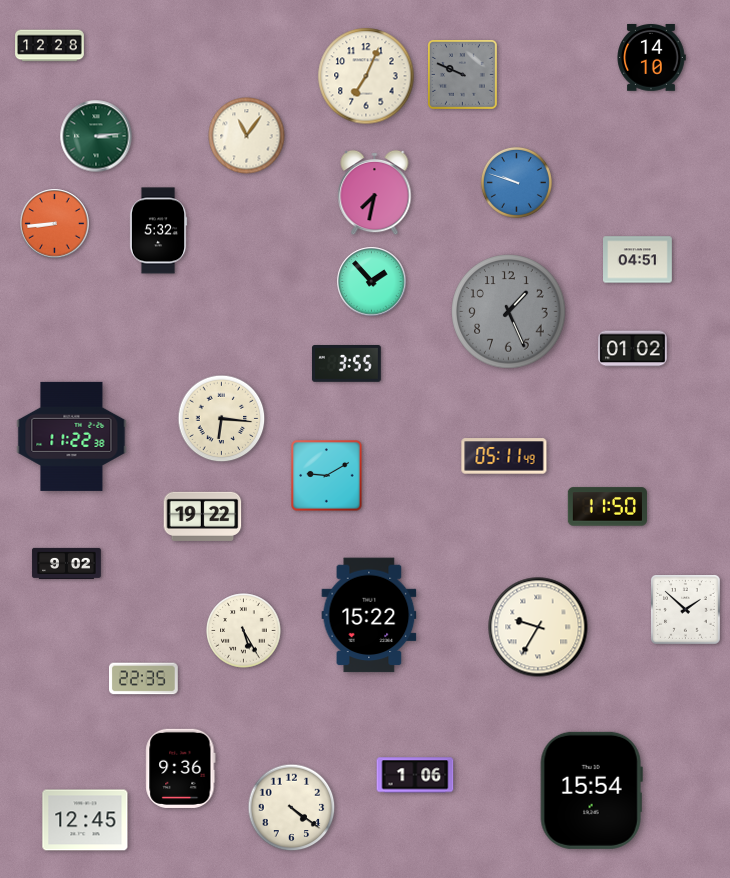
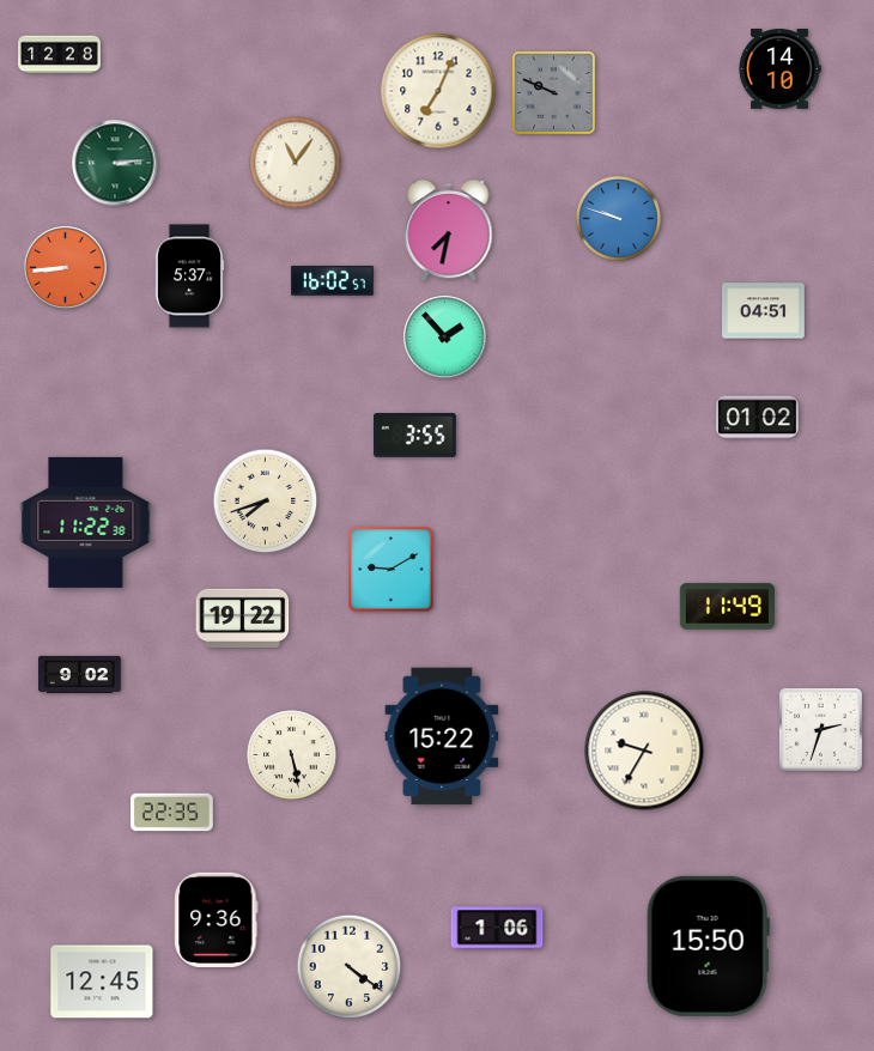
clock at (463, 75) position: (463, 75) -> (554, 93)
clock at (158, 231): 5:32 -> 5:37
clock at (333, 281): none -> 16:02
clock at (509, 312): 1:26 -> none
clock at (222, 419): 6:16 -> 7:42
clock at (504, 456): 05:11 -> none
clock at (607, 507): 11:50 -> 11:49
clock at (686, 610): 1:52 -> 2:33
clock at (244, 631): 5:25 -> 5:28
clock at (591, 790): 15:54 -> 15:50
